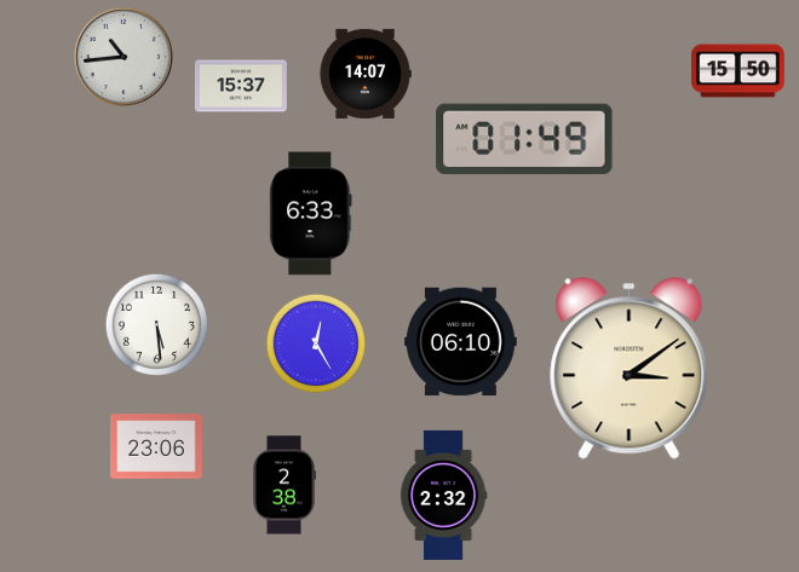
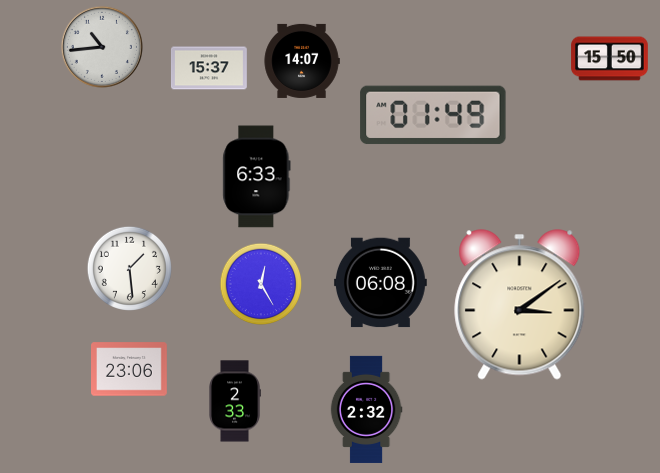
clock at (241, 86) position: (241, 86) -> (209, 68)
clock at (156, 324): 5:29 -> 1:29
clock at (461, 342): 06:10 -> 06:08
clock at (283, 485): 2:38 -> 2:33
